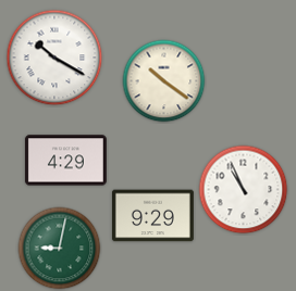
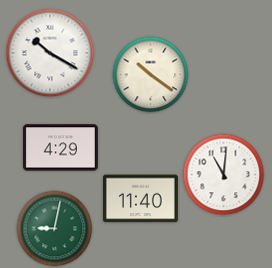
clock at (244, 190): 10:56 -> 11:01
clock at (152, 216): 9:29 -> 11:40
